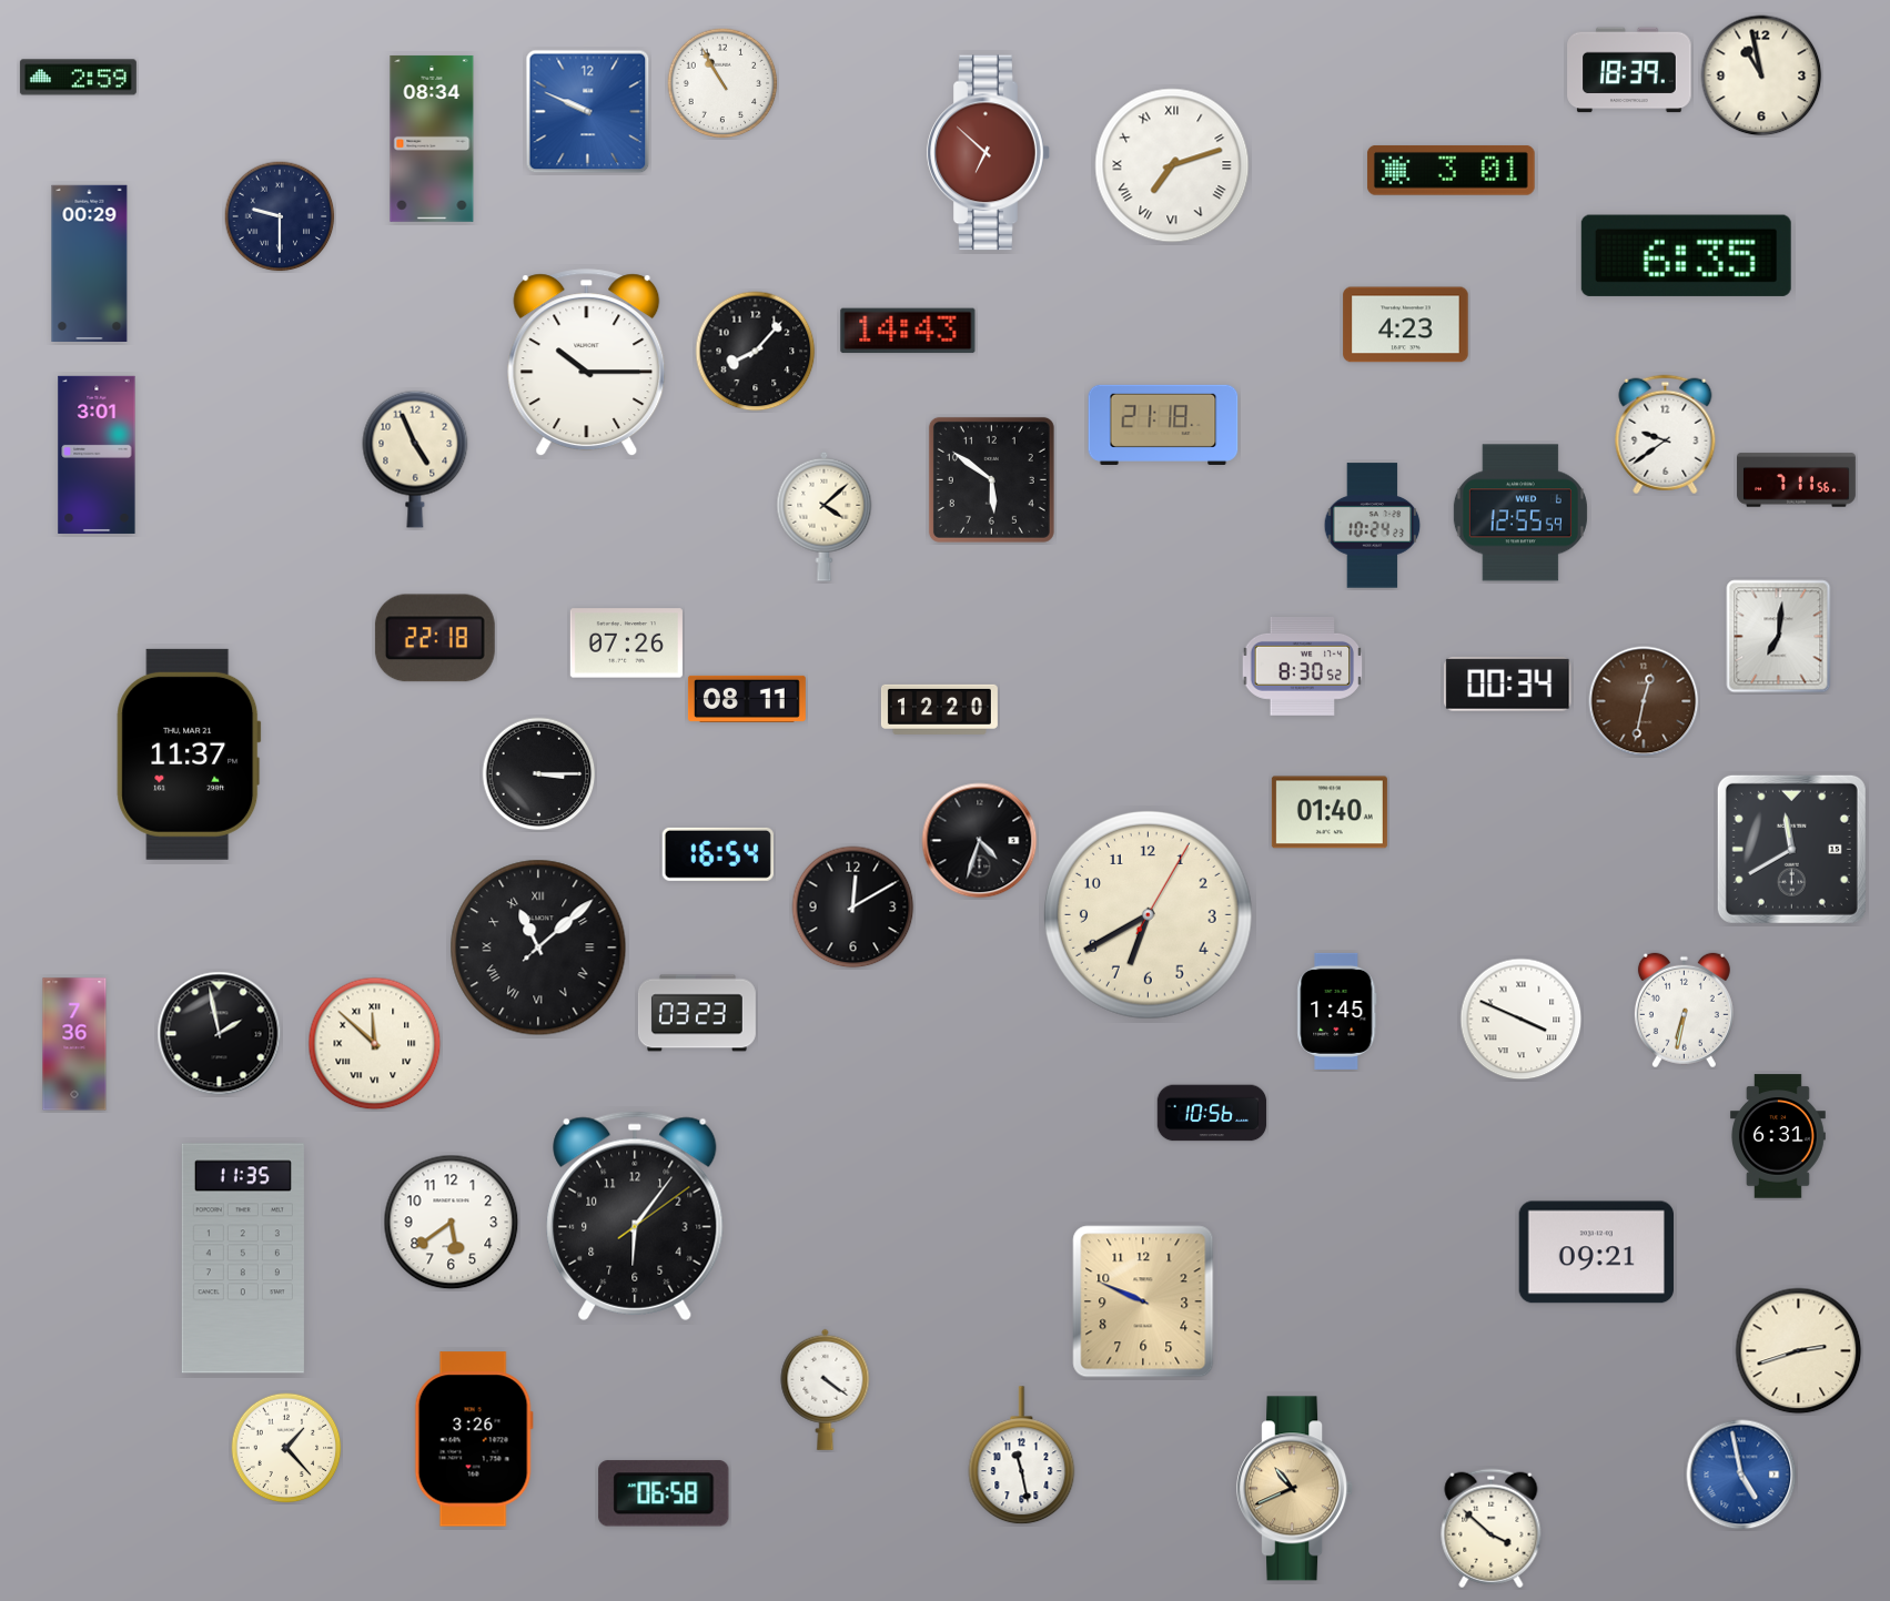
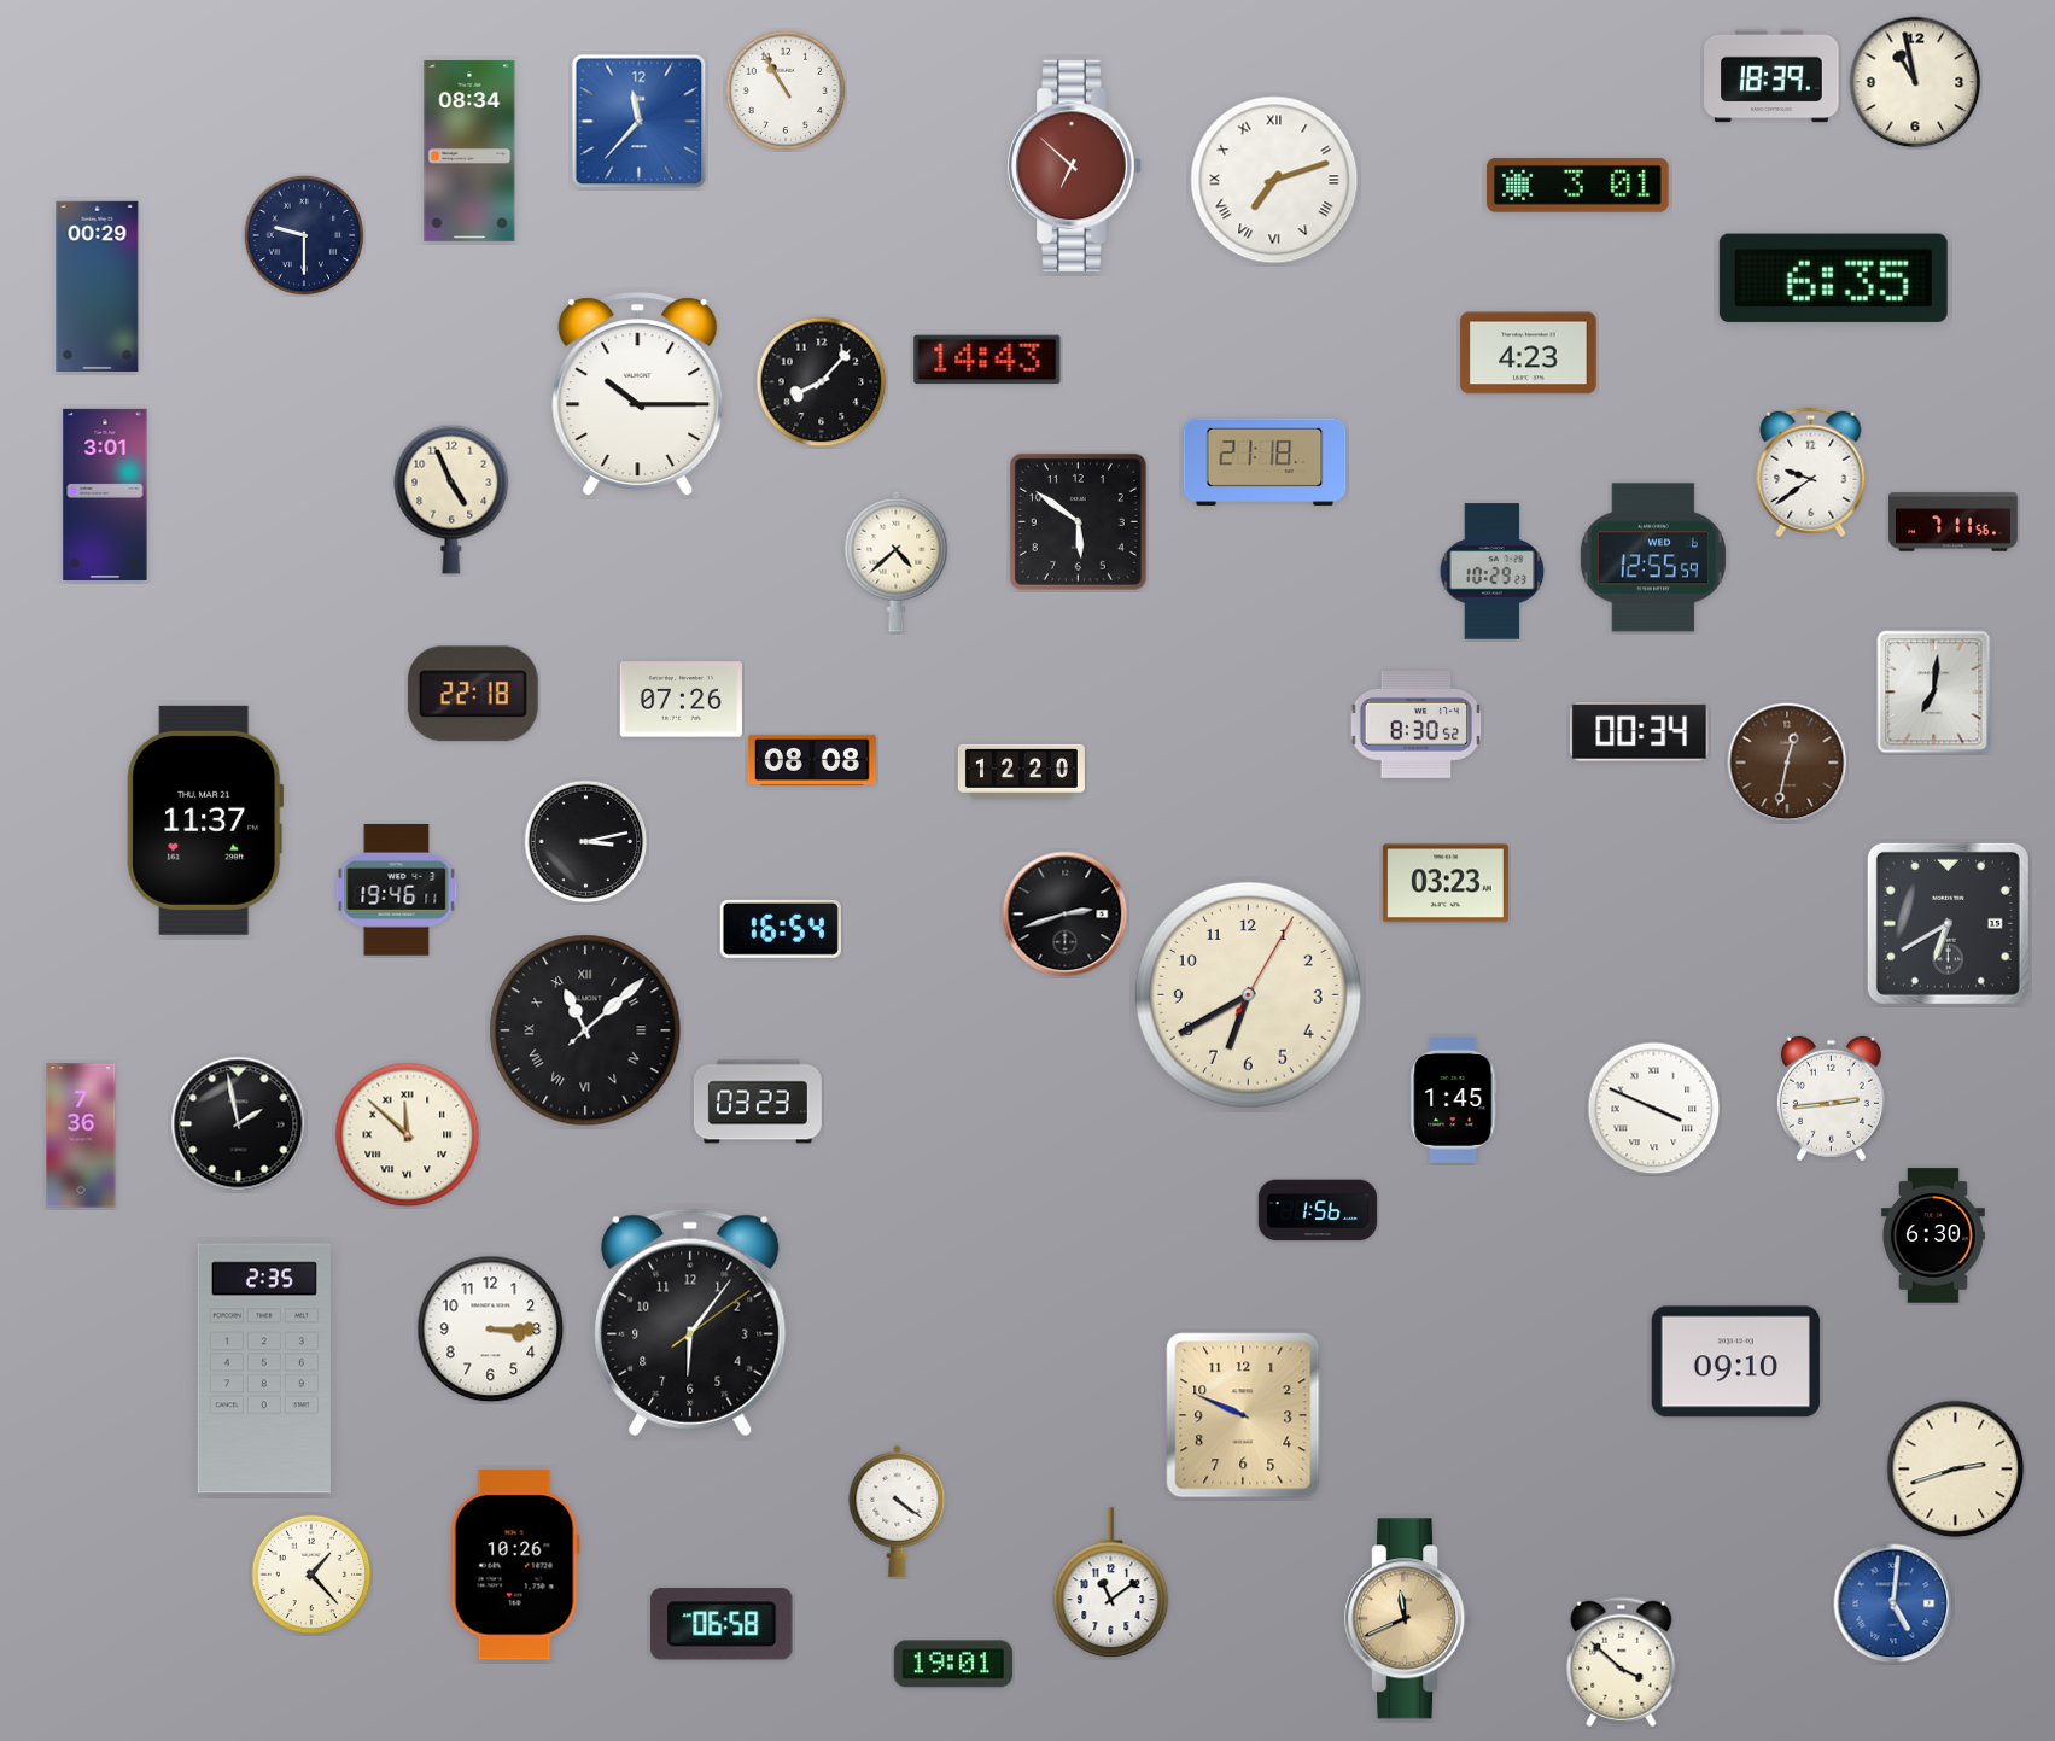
clock at (78, 78): 2:59 -> none
clock at (588, 112): 9:49 -> 11:37
clock at (825, 516): 4:08 -> 4:38
clock at (1373, 526): 10:24 -> 10:29
clock at (1508, 685) position: (1508, 685) -> (1640, 732)
clock at (747, 699): 08:11 -> 08:08
clock at (539, 774): 3:15 -> 3:13
clock at (1330, 812): 01:40 -> 03:23
clock at (397, 890): none -> 19:46
clock at (980, 841): 4:33 -> 2:42
clock at (1791, 849): 11:40 -> 6:40
clock at (853, 908): 12:10 -> none
clock at (1684, 1011): 6:32 -> 2:44
clock at (1212, 1113): 10:56 -> 1:56
clock at (1778, 1136): 6:31 -> 6:30
clock at (452, 1223): 5:39 -> 3:15
clock at (1596, 1253): 09:21 -> 09:10
clock at (243, 1258): 11:35 -> 2:35
clock at (474, 1439): 3:26 -> 10:26
clock at (1022, 1456): 11:28 -> 11:09
clock at (1741, 1475): 4:58 -> 5:01
clock at (1295, 1489): 10:41 -> 11:41
clock at (953, 1664): none -> 19:01
